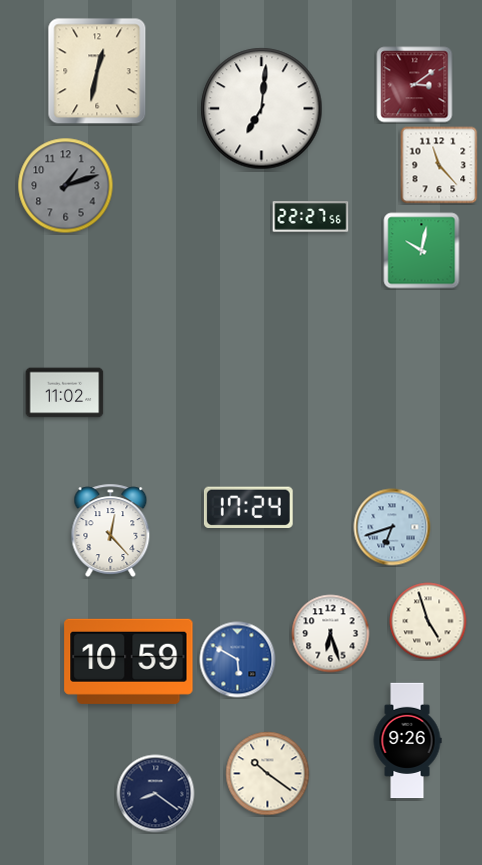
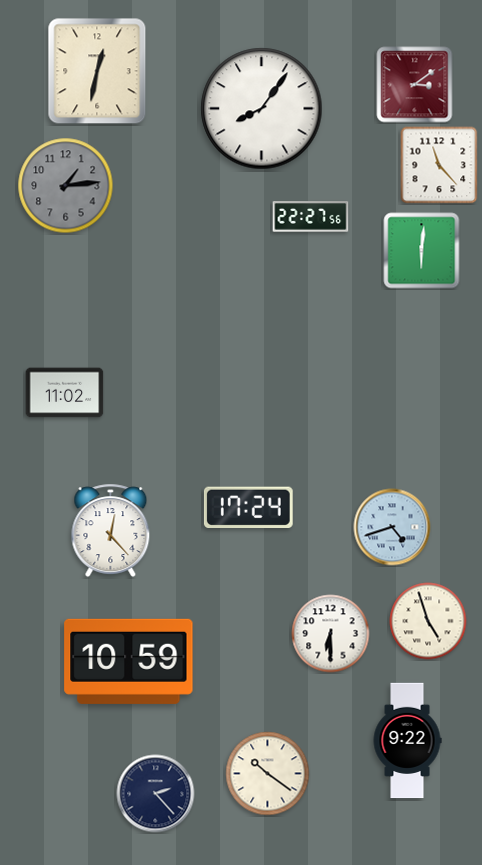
clock at (262, 109): 7:01 -> 8:06
clock at (66, 186): 1:12 -> 1:14
clock at (422, 251): 10:02 -> 6:01
clock at (392, 527): 6:42 -> 4:42
clock at (331, 634): 6:27 -> 6:30
clock at (238, 660): 5:50 -> none
clock at (407, 741): 9:26 -> 9:22
clock at (156, 794): 8:21 -> 2:23
